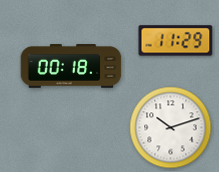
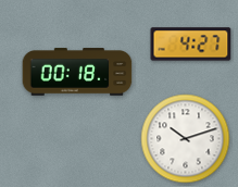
clock at (176, 41): 11:29 -> 4:27
